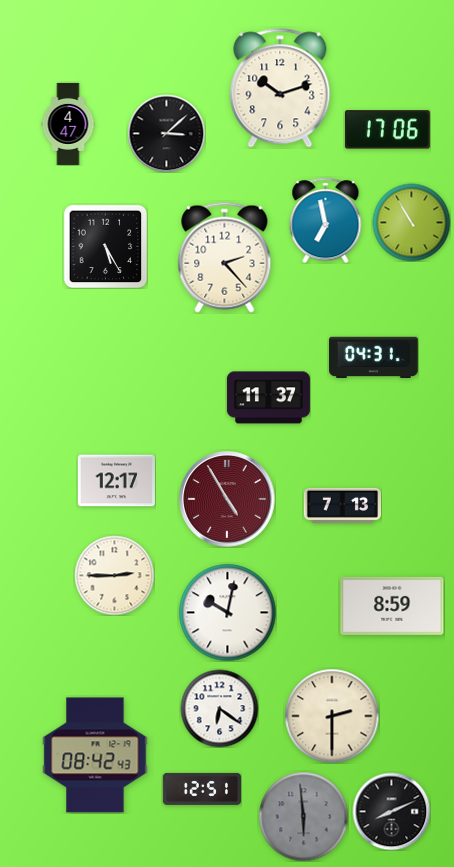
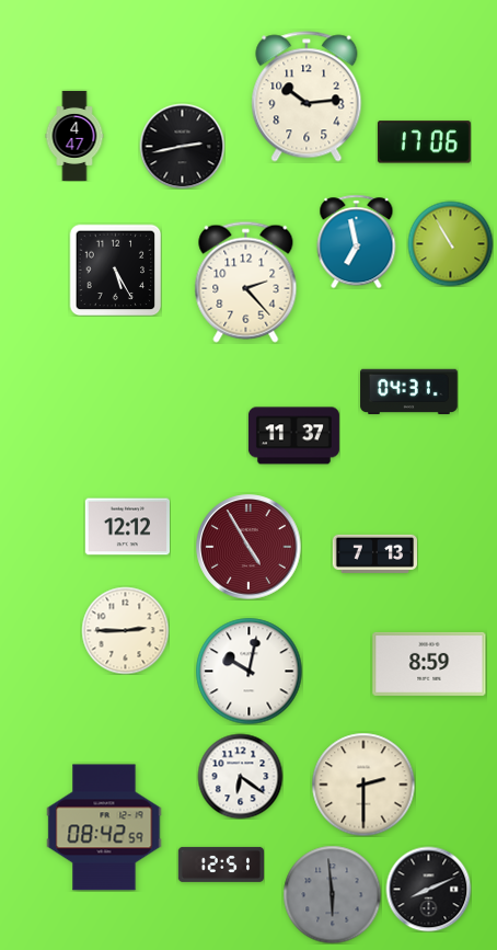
clock at (280, 88): 10:12 -> 10:14
clock at (166, 133): 3:08 -> 2:43
clock at (116, 481): 12:17 -> 12:12
clock at (95, 755): 08:42:43 -> 08:42:59
